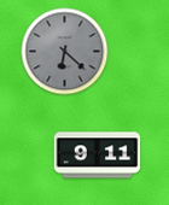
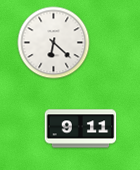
clock at (65, 52) dial: grey -> white
